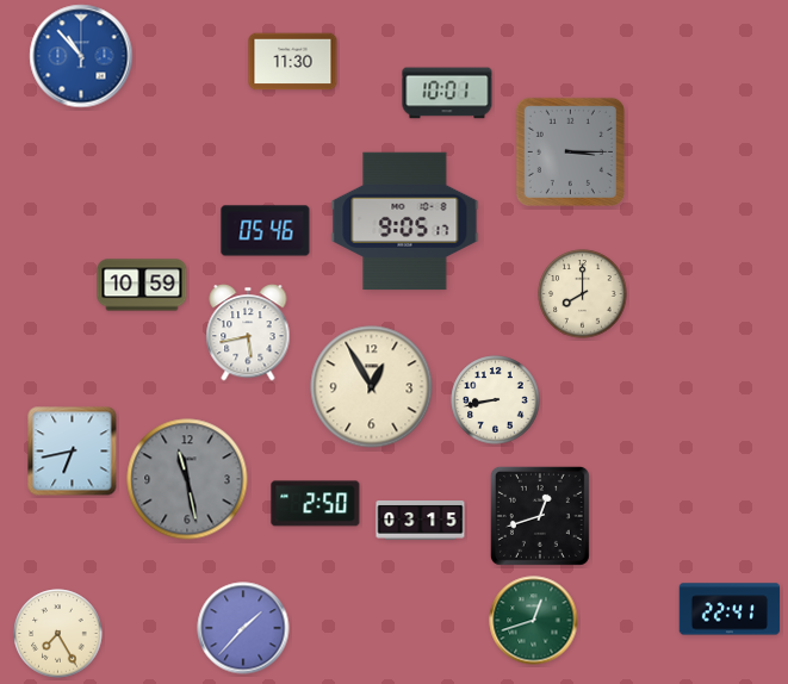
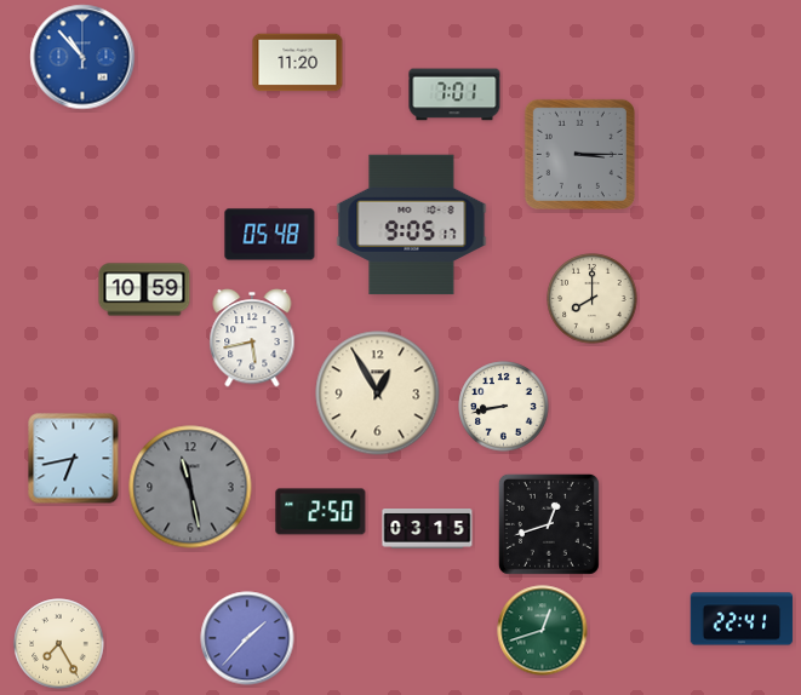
clock at (293, 62): 11:30 -> 11:20
clock at (447, 93): 10:01 -> 7:01
clock at (266, 231): 05:46 -> 05:48
